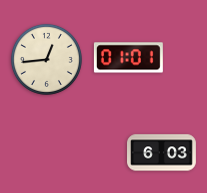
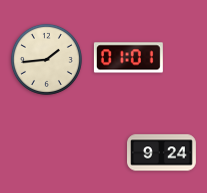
clock at (46, 59): 12:44 -> 1:44
clock at (162, 153): 6:03 -> 9:24
